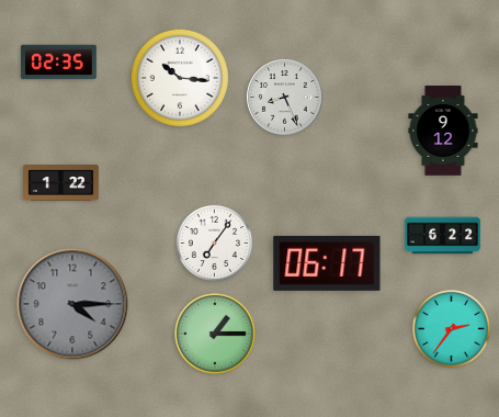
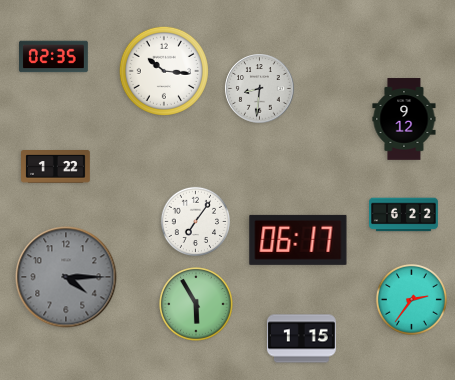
clock at (285, 98): 8:26 -> 8:31
clock at (215, 334): 1:15 -> 5:55
clock at (301, 339): none -> 1:15
